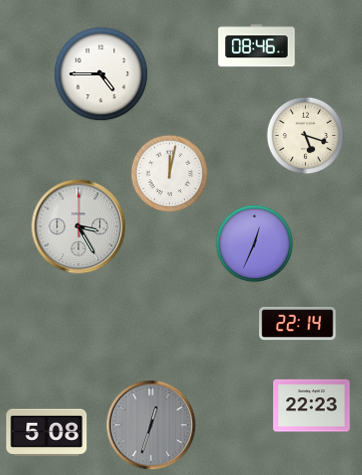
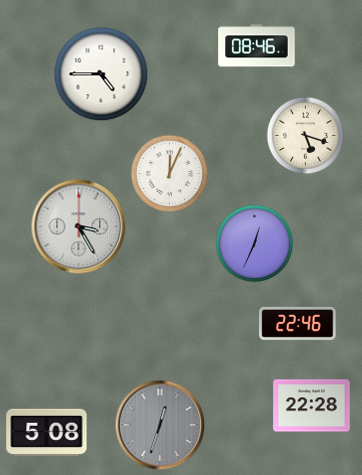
clock at (169, 173): 12:02 -> 12:04
clock at (298, 323): 22:14 -> 22:46
clock at (312, 406): 22:23 -> 22:28
clock at (151, 425) position: (151, 425) -> (160, 425)
